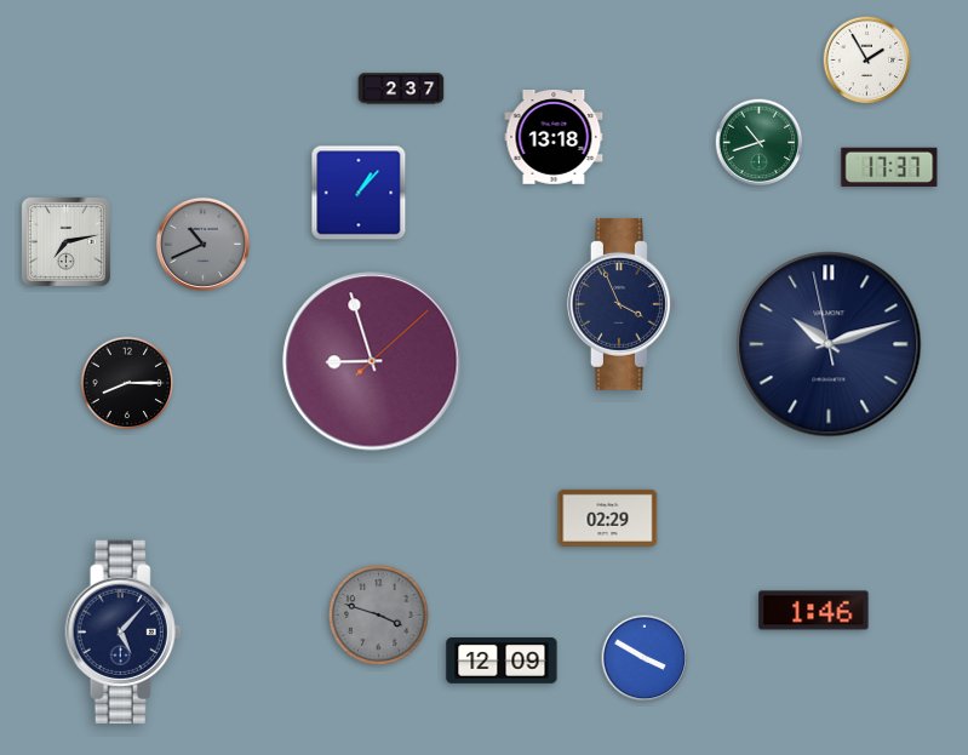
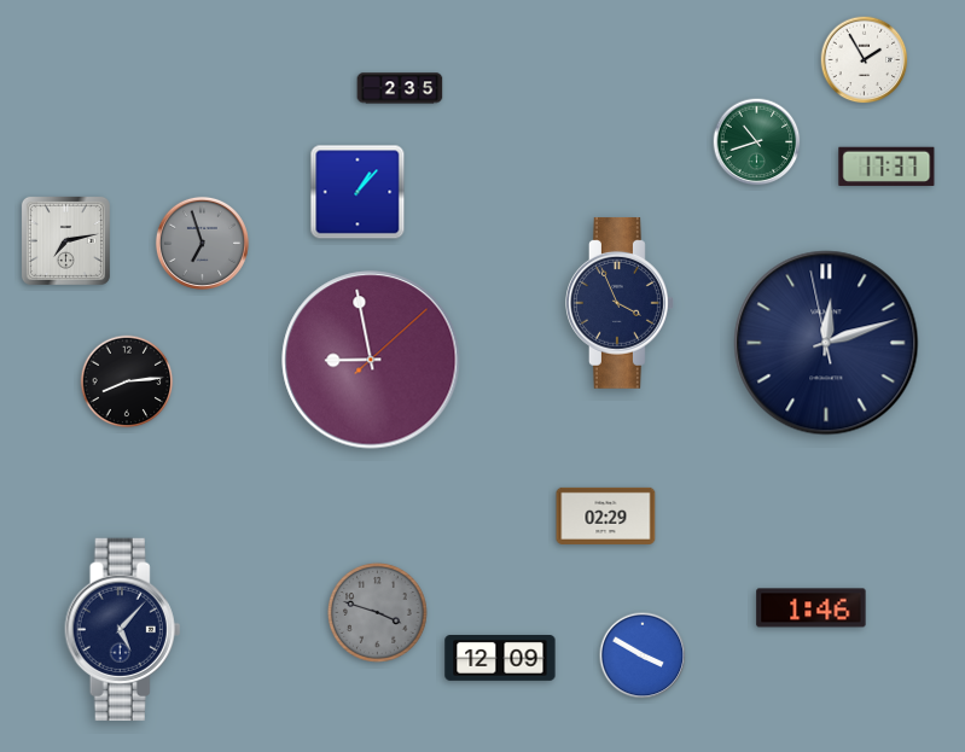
clock at (401, 88): 2:37 -> 2:35
clock at (554, 138): 13:18 -> none
clock at (202, 244): 10:41 -> 6:57
clock at (829, 344): 10:11 -> 12:11
clock at (372, 361): 8:57 -> 8:58
clock at (127, 383): 8:15 -> 8:14
